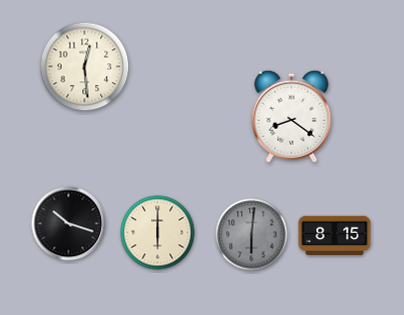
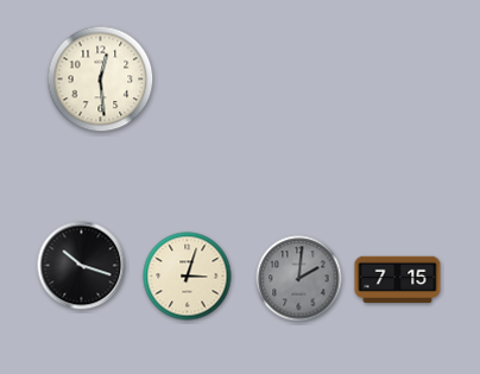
clock at (292, 116): 8:21 -> none
clock at (158, 233): 6:00 -> 3:03
clock at (252, 235): 6:01 -> 2:01
clock at (335, 236): 8:15 -> 7:15
